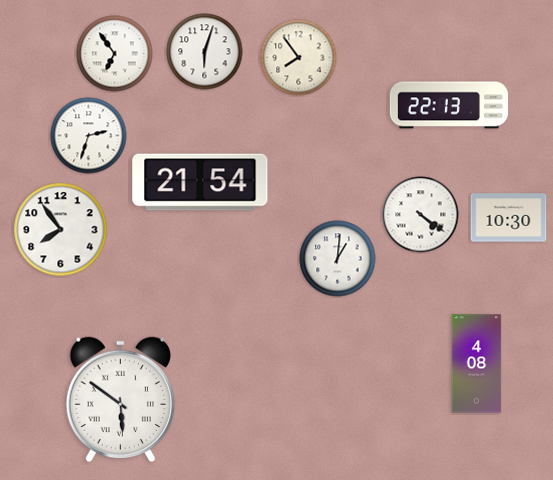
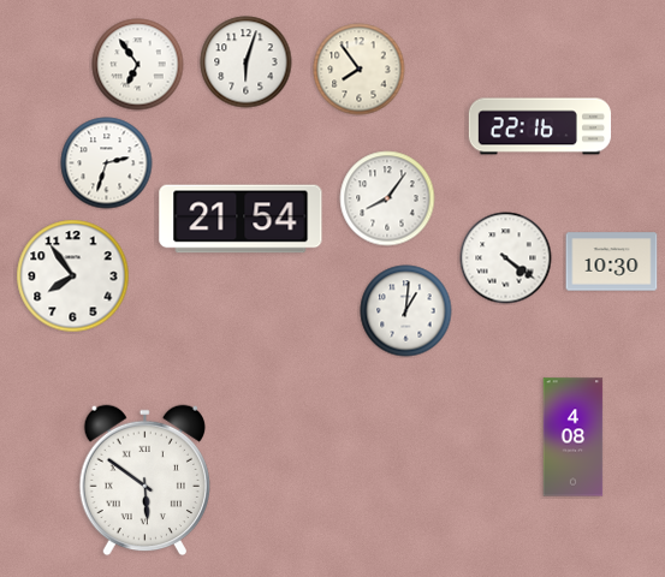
clock at (449, 105): 22:13 -> 22:16
clock at (387, 198): none -> 8:06
